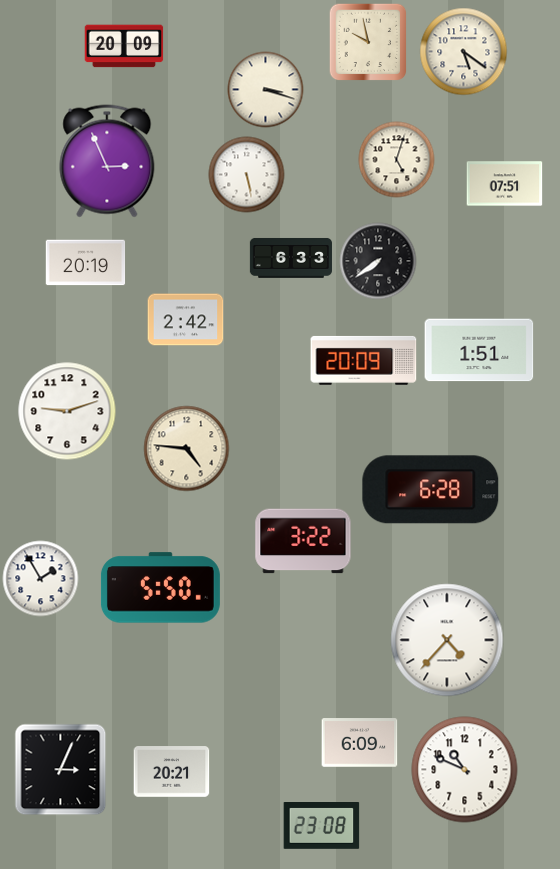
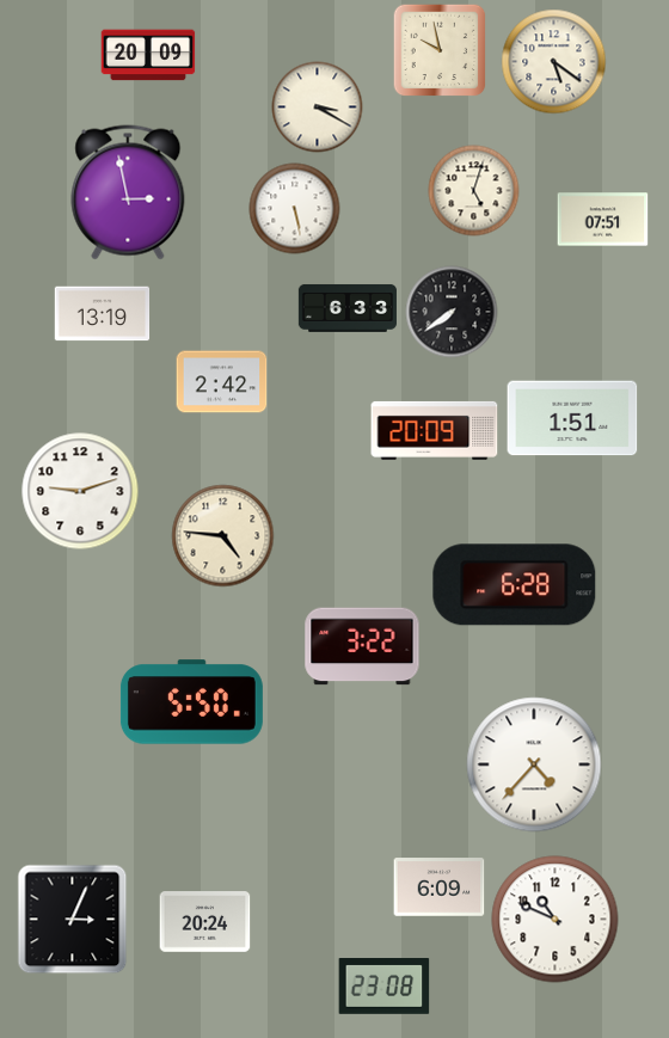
clock at (266, 90): 3:18 -> 3:20
clock at (107, 161): 2:56 -> 2:58
clock at (86, 263): 20:19 -> 13:19
clock at (41, 579): 1:55 -> none
clock at (360, 743) position: (360, 743) -> (440, 887)
clock at (172, 772): 20:21 -> 20:24
